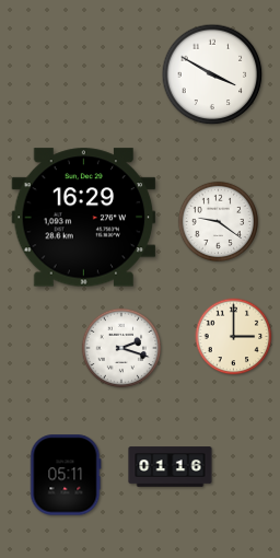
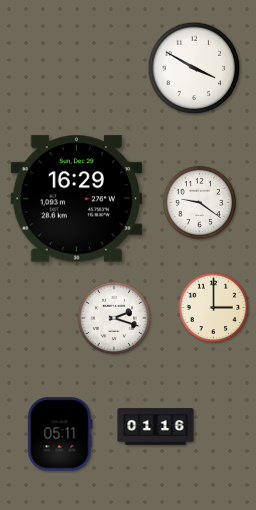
clock at (121, 348) position: (121, 348) -> (114, 318)
